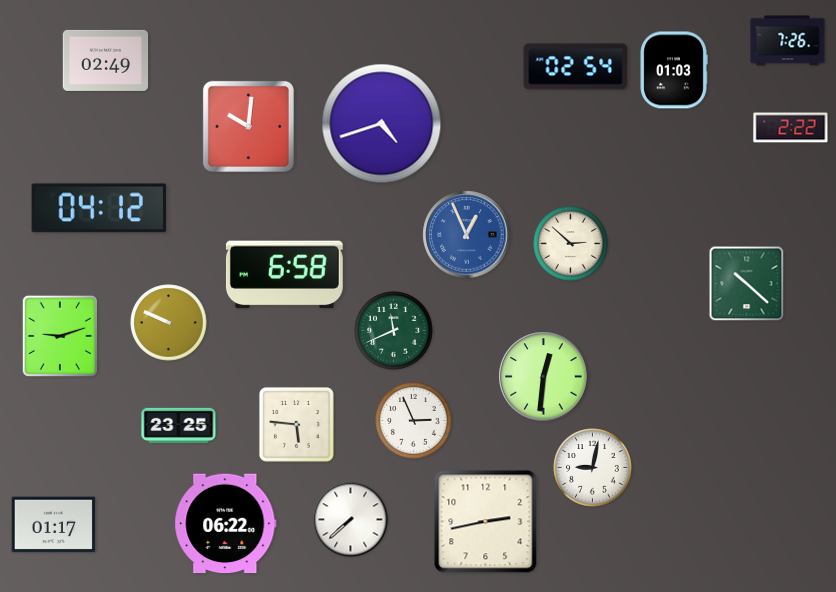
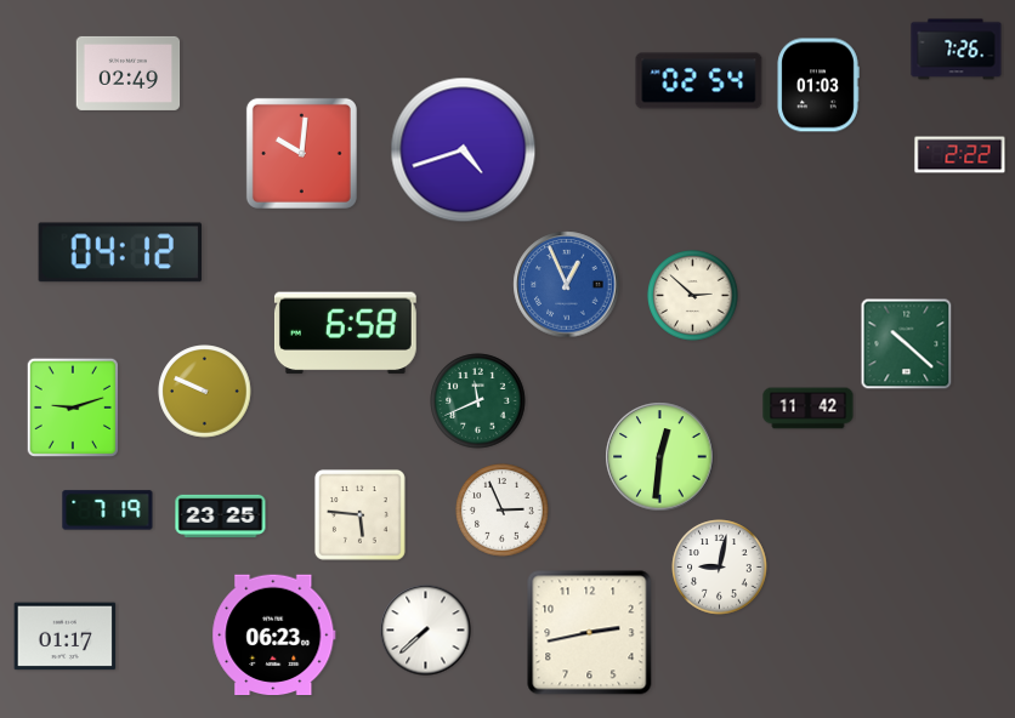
clock at (809, 409): none -> 11:42
clock at (108, 511): none -> 7:19
clock at (179, 426) position: (179, 426) -> (221, 517)
clock at (226, 524): 06:22 -> 06:23
